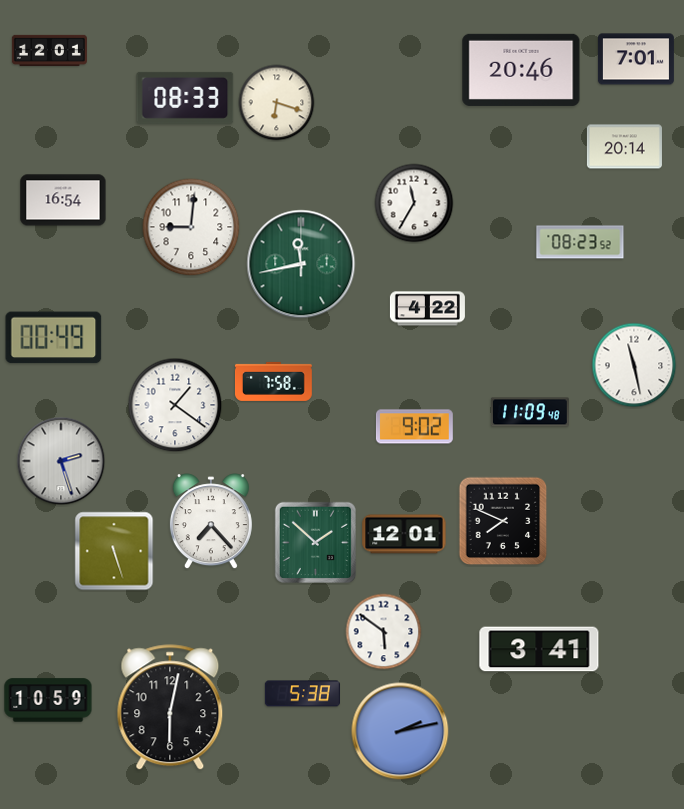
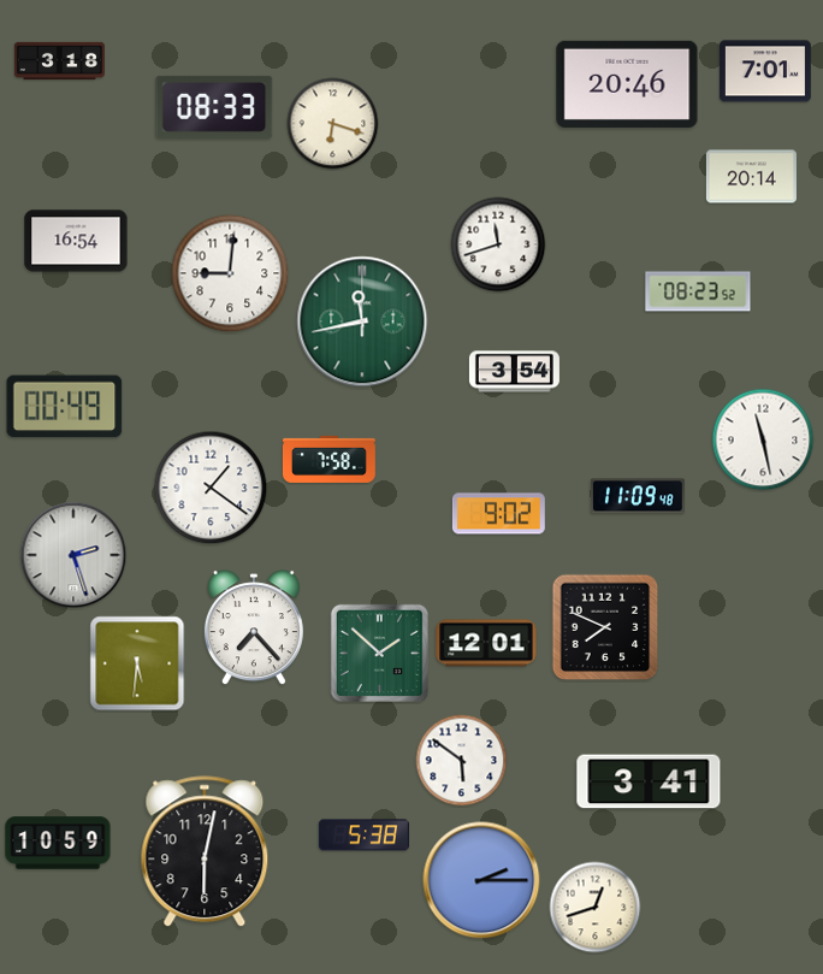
clock at (49, 50): 12:01 -> 3:18
clock at (185, 98) position: (185, 98) -> (214, 107)
clock at (414, 203): 11:35 -> 11:42
clock at (301, 264) position: (301, 264) -> (362, 321)
clock at (427, 309): 4:22 -> 3:54
clock at (114, 551): 5:27 -> 5:31
clock at (400, 731): 2:13 -> 2:15
clock at (596, 908): none -> 12:42
